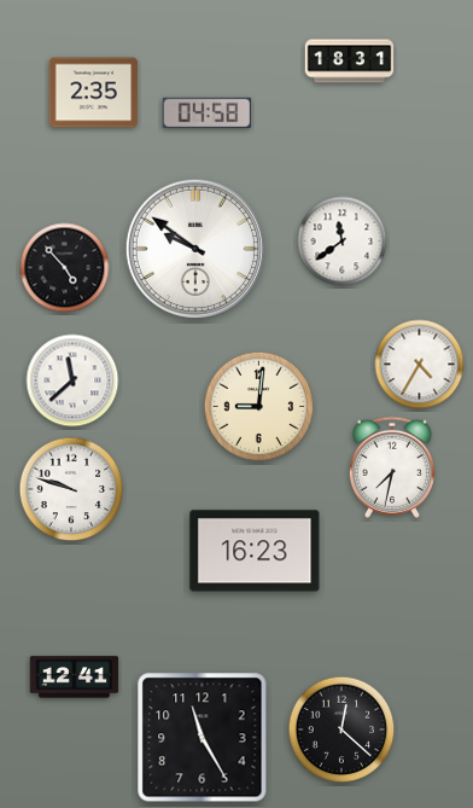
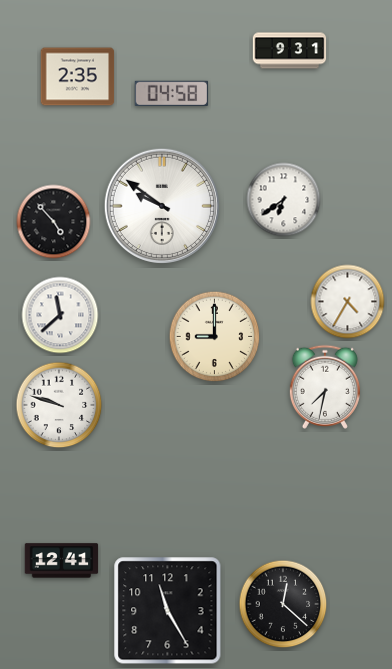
clock at (350, 62): 18:31 -> 9:31
clock at (343, 242): 11:39 -> 6:39
clock at (259, 407): 9:01 -> 9:00
clock at (255, 551): 16:23 -> none
